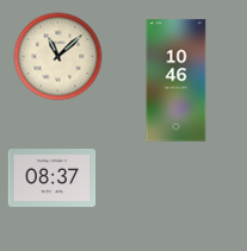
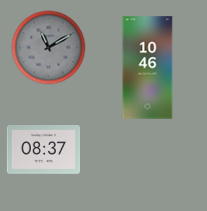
clock at (58, 57): 11:08 -> 11:10
clock at (58, 57) dial: cream -> grey
